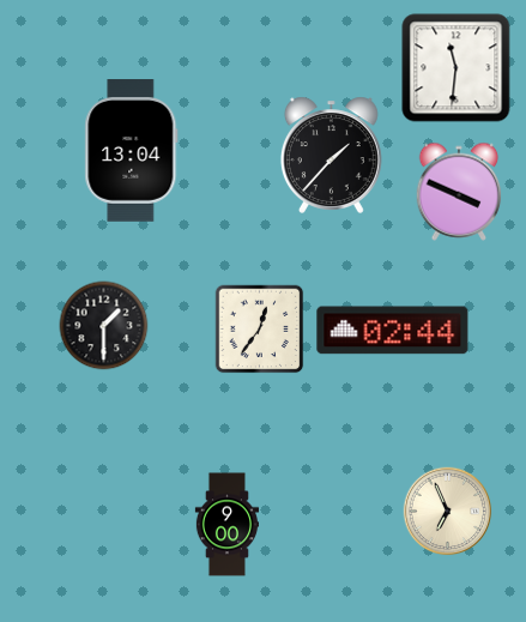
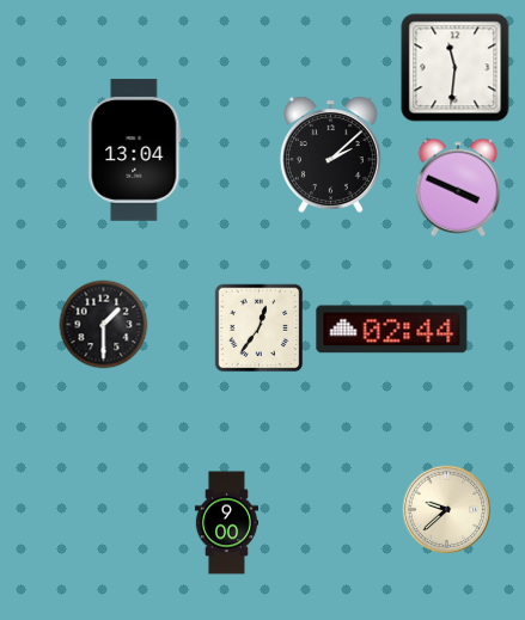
clock at (132, 151) position: (132, 151) -> (135, 151)
clock at (331, 155): 1:37 -> 2:08
clock at (459, 192) position: (459, 192) -> (458, 188)
clock at (448, 512): 6:56 -> 9:38
